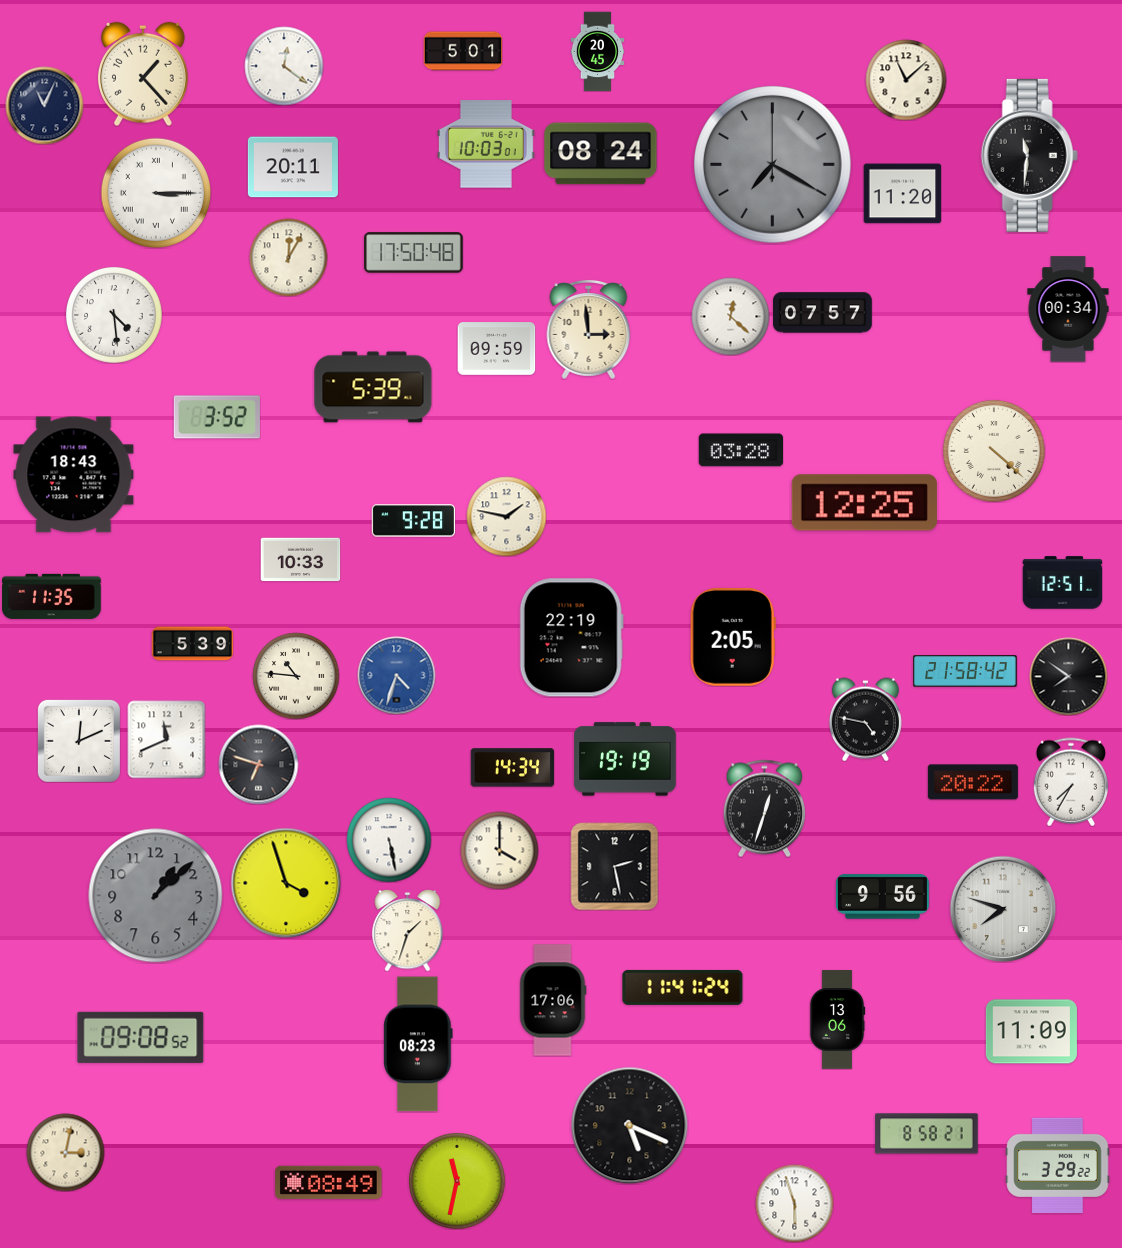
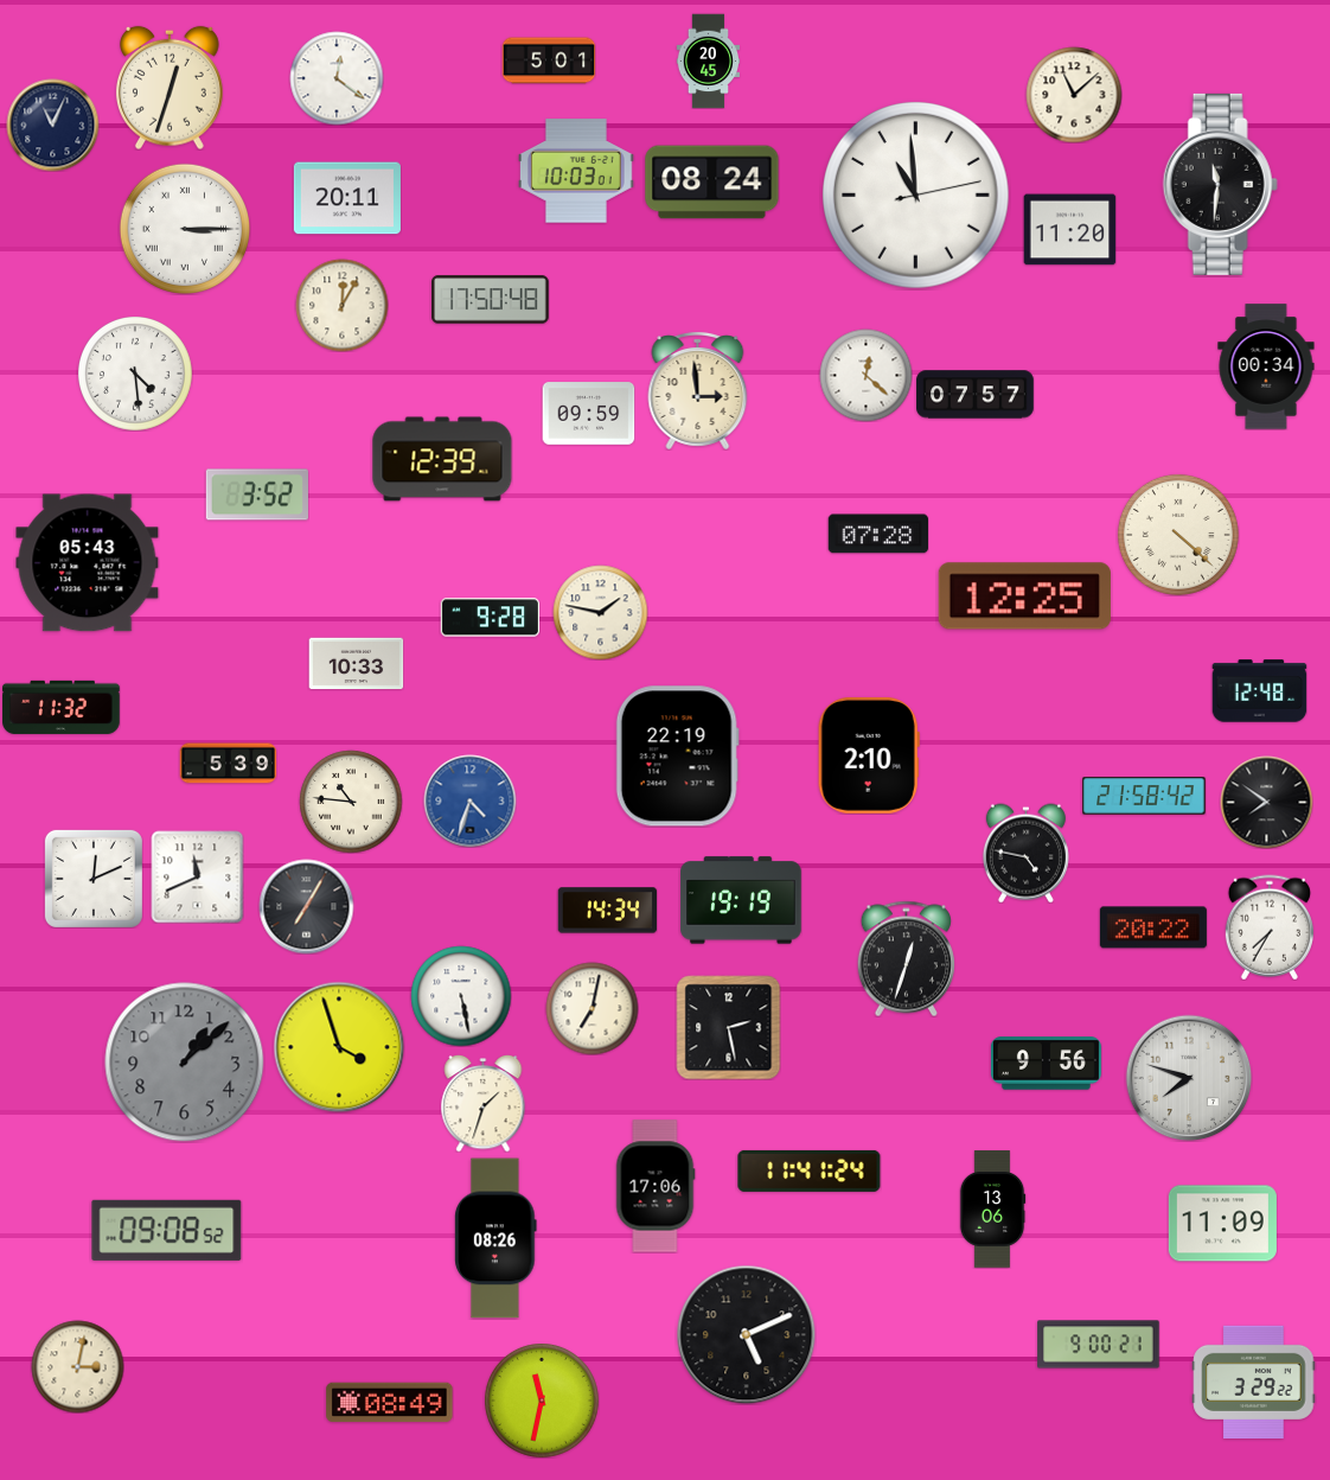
clock at (143, 74): 1:23 -> 12:33
clock at (773, 165): 7:20 -> 10:59
clock at (773, 165) dial: grey -> white
clock at (823, 313) position: (823, 313) -> (976, 395)
clock at (373, 387): 5:39 -> 12:39
clock at (740, 450): 03:28 -> 07:28
clock at (74, 475): 18:43 -> 05:43
clock at (1062, 583): 12:51 -> 12:48
clock at (52, 596): 11:35 -> 11:32
clock at (733, 637): 2:05 -> 2:10
clock at (258, 764): 6:48 -> 7:05
clock at (499, 850): 4:00 -> 7:02
clock at (418, 1044): 08:23 -> 08:26
clock at (629, 1125): 5:19 -> 5:11
clock at (927, 1134): 8:58 -> 9:00
clock at (794, 1203): 5:57 -> none
